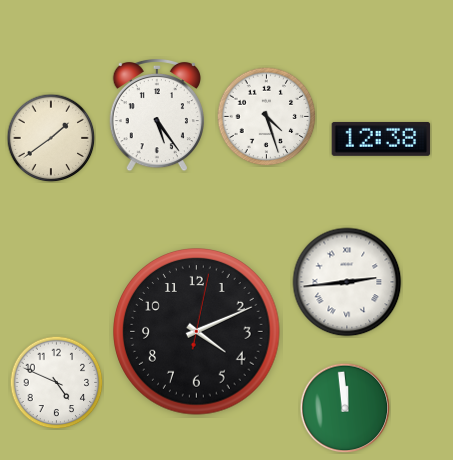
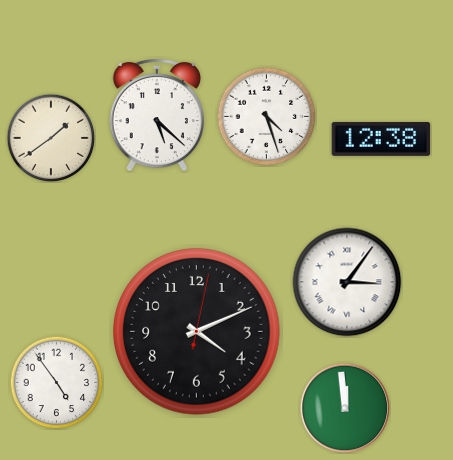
clock at (157, 115): 5:24 -> 5:22
clock at (347, 282): 2:44 -> 3:06
clock at (56, 382): 4:49 -> 4:54
